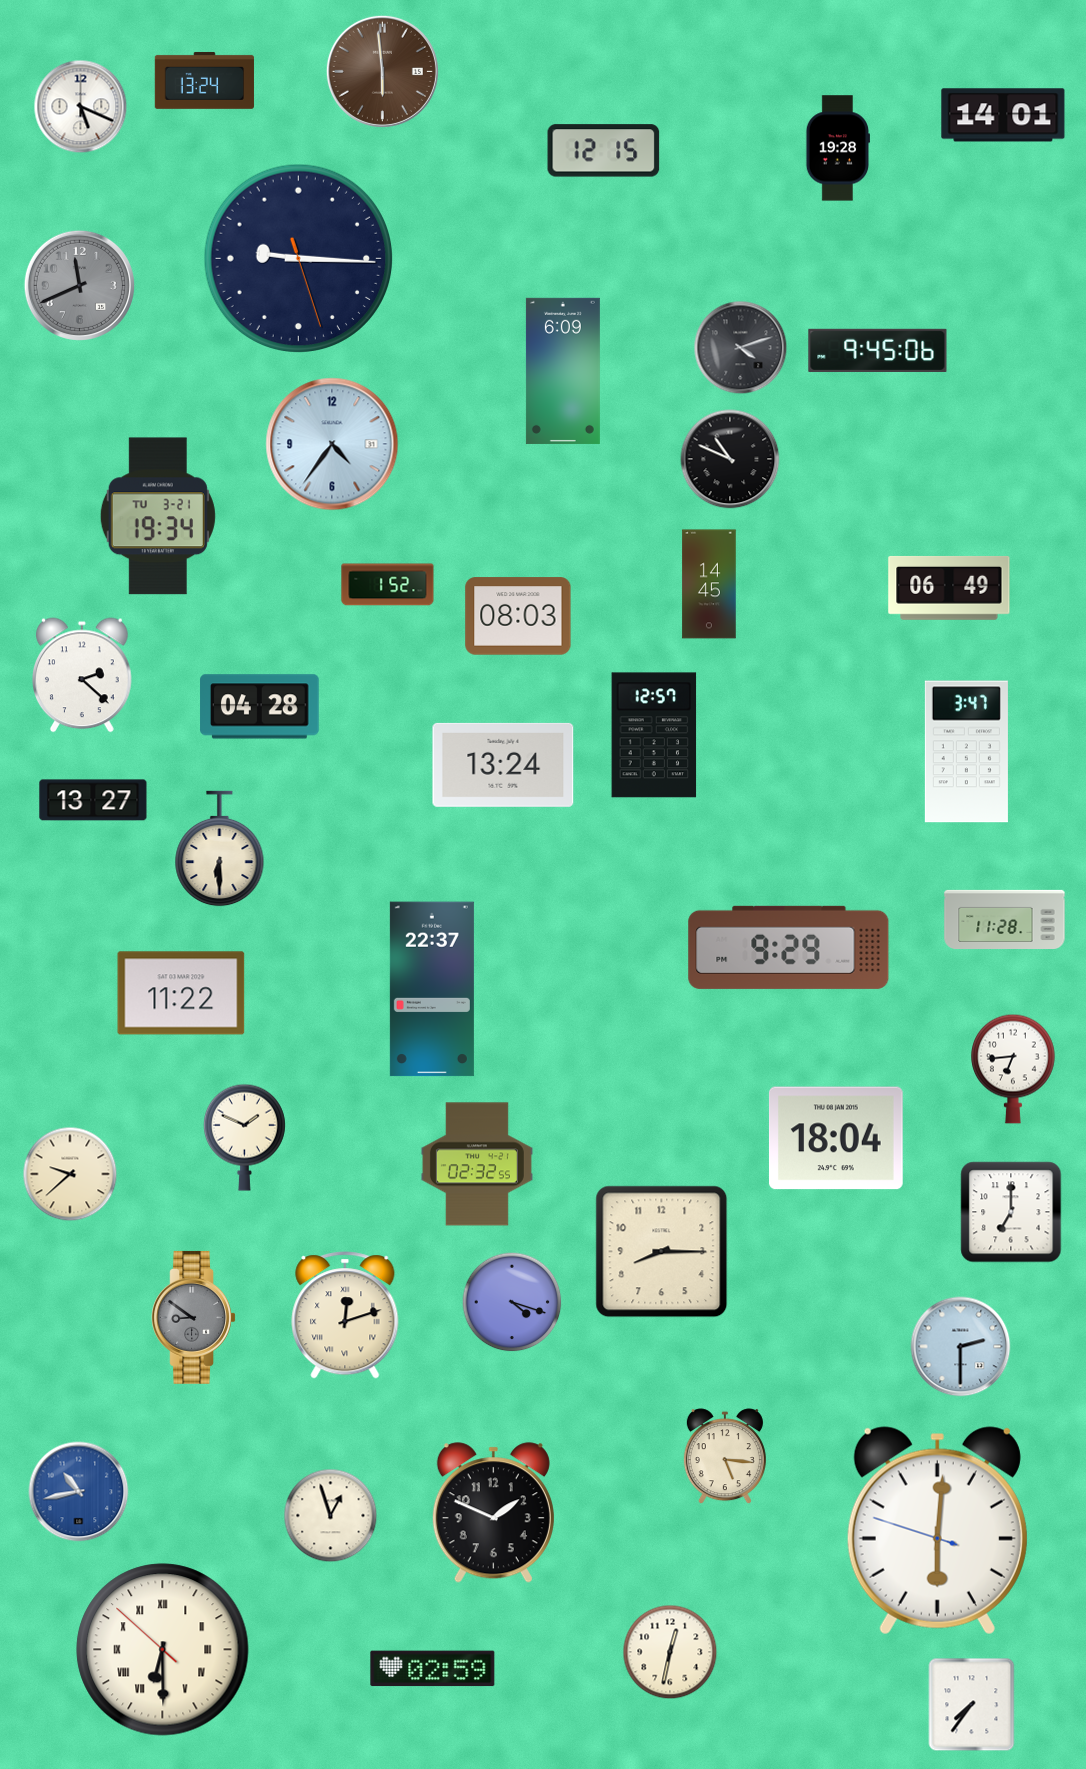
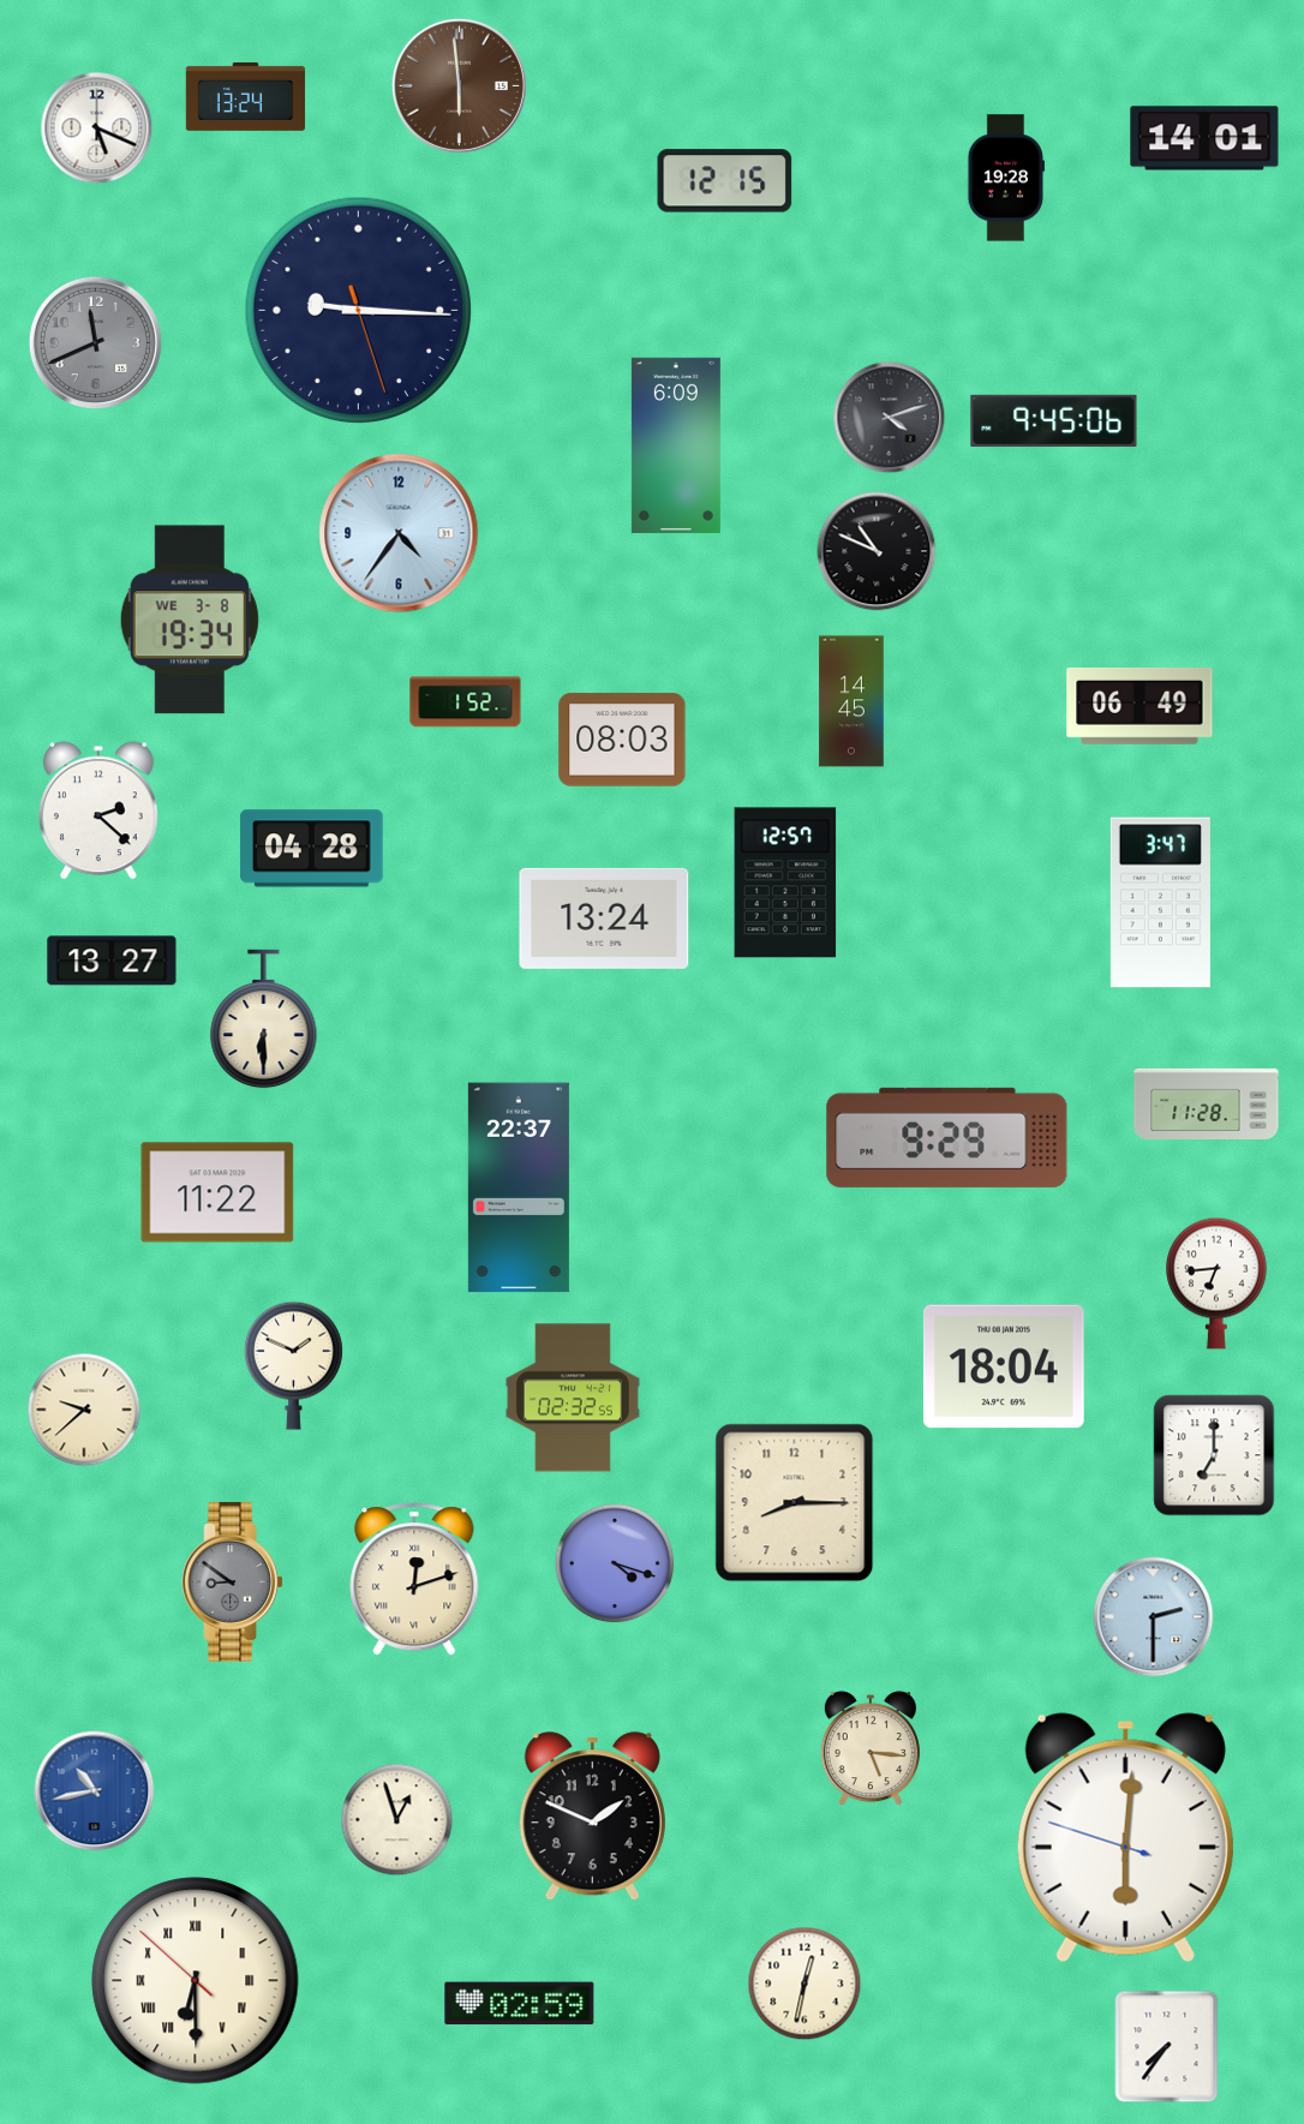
clock at (158, 516) date: TU 3-21 -> WE 3-8
